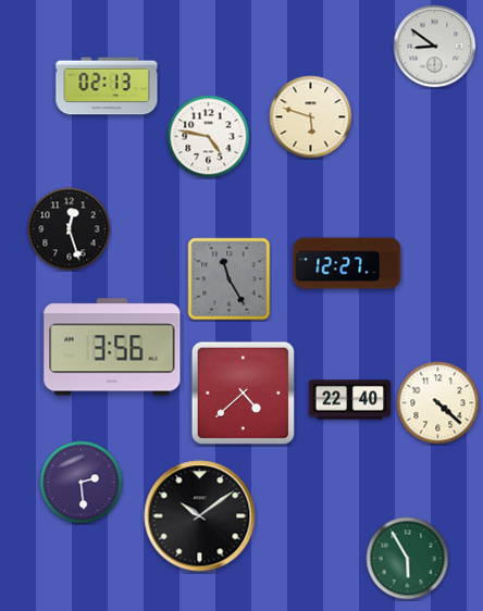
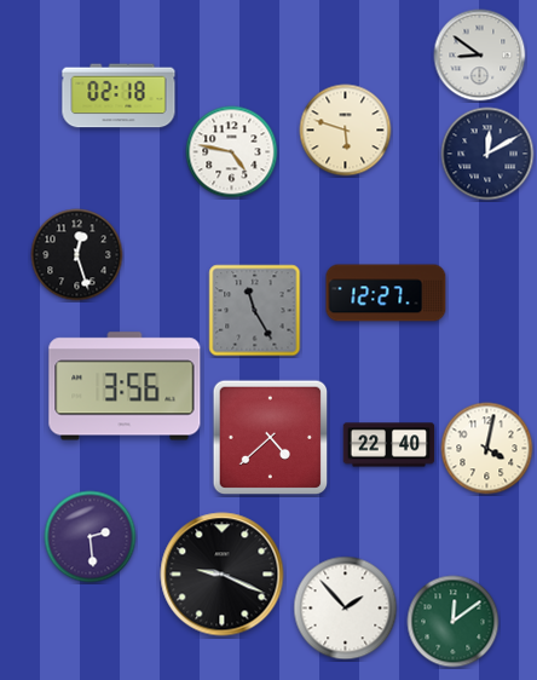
clock at (435, 47) position: (435, 47) -> (480, 56)
clock at (107, 86): 02:13 -> 02:18
clock at (487, 154): none -> 12:10
clock at (438, 403): 4:22 -> 4:02
clock at (200, 516): 10:09 -> 9:19
clock at (346, 609): none -> 1:53
clock at (408, 559): 5:55 -> 12:09
